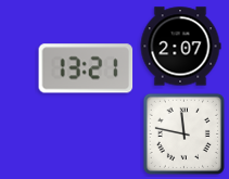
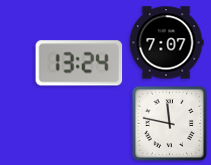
clock at (180, 47): 2:07 -> 7:07
clock at (86, 68): 13:21 -> 13:24
